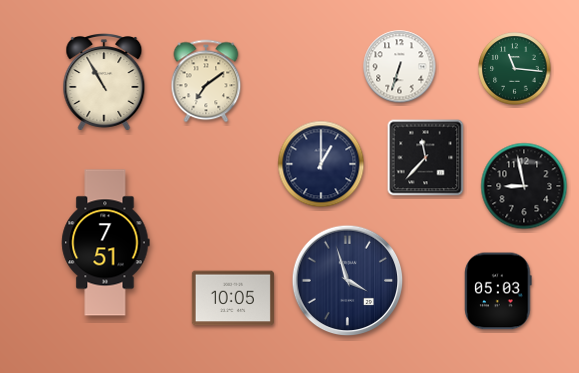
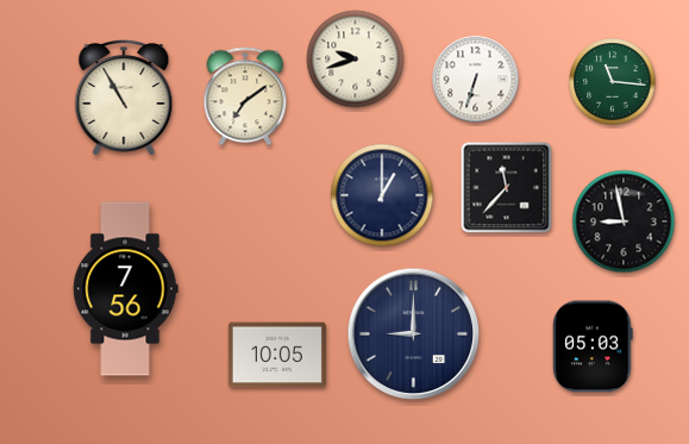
clock at (356, 60): none -> 9:42
clock at (106, 243): 7:51 -> 7:56
clock at (348, 281): 3:57 -> 9:00
